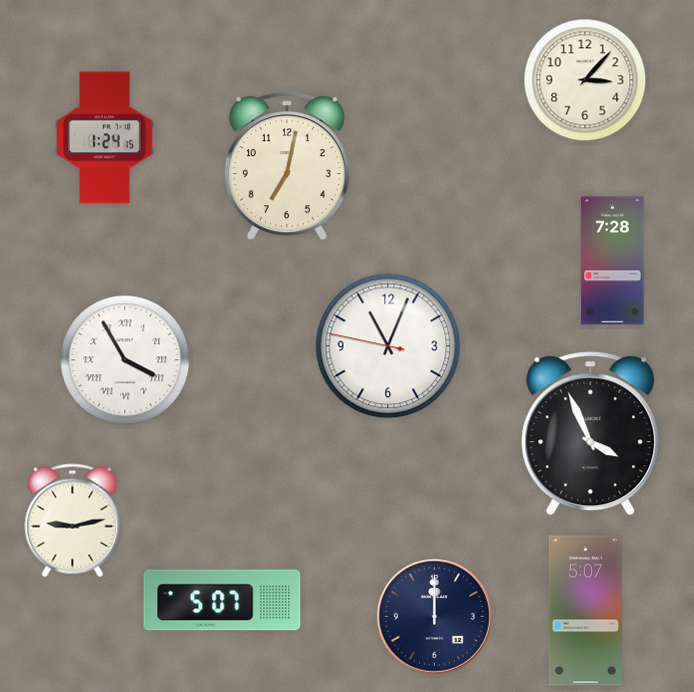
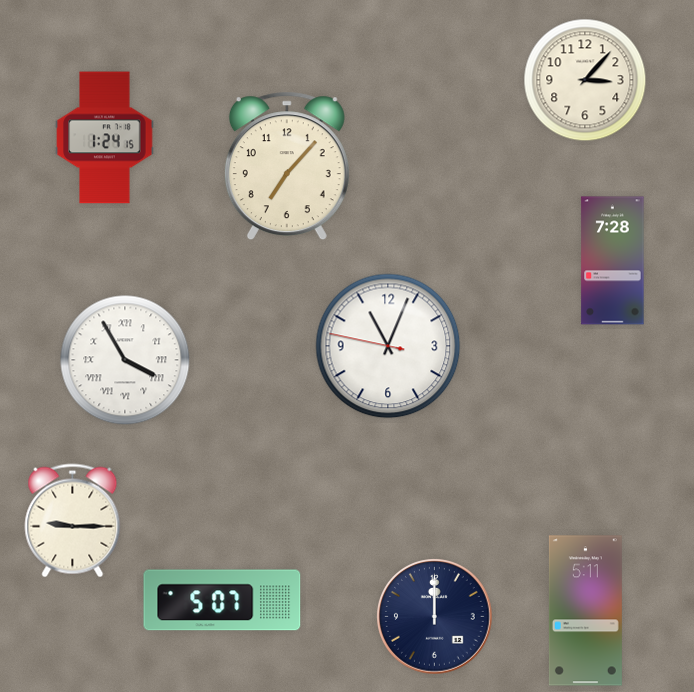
clock at (287, 166): 7:02 -> 7:07
clock at (591, 434): 3:56 -> none
clock at (73, 521): 9:13 -> 9:15
clock at (585, 611): 5:07 -> 5:11
